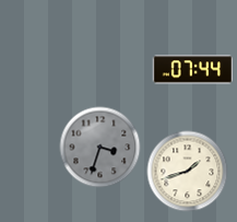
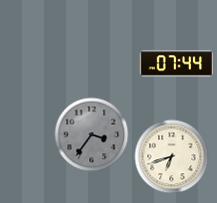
clock at (100, 148): 3:33 -> 3:36
clock at (188, 172): 1:42 -> 6:42
